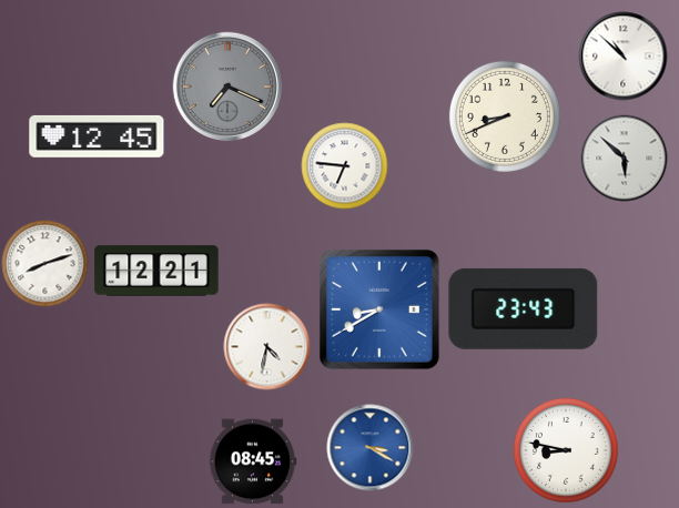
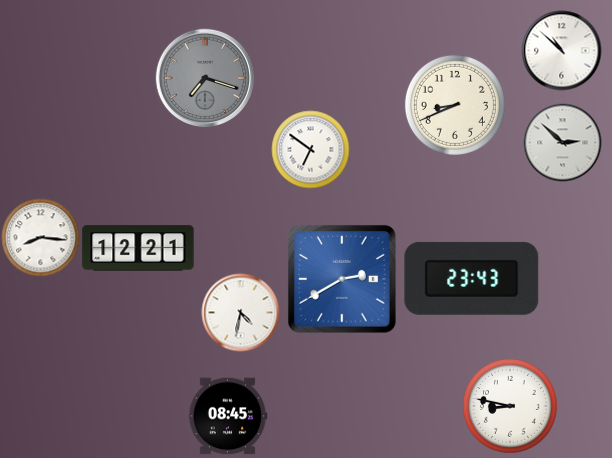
clock at (226, 85): 7:19 -> 7:18
clock at (97, 136): 12:45 -> none
clock at (624, 158): 5:52 -> 2:52
clock at (344, 165): 6:46 -> 6:51
clock at (44, 263): 8:12 -> 8:16
clock at (156, 271) position: (156, 271) -> (138, 248)
clock at (379, 309): 8:40 -> 2:40
clock at (369, 447): 3:20 -> none
